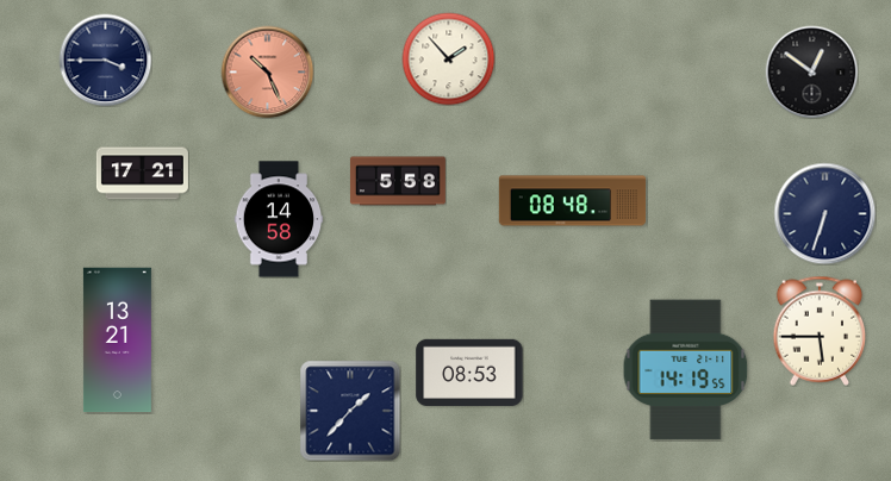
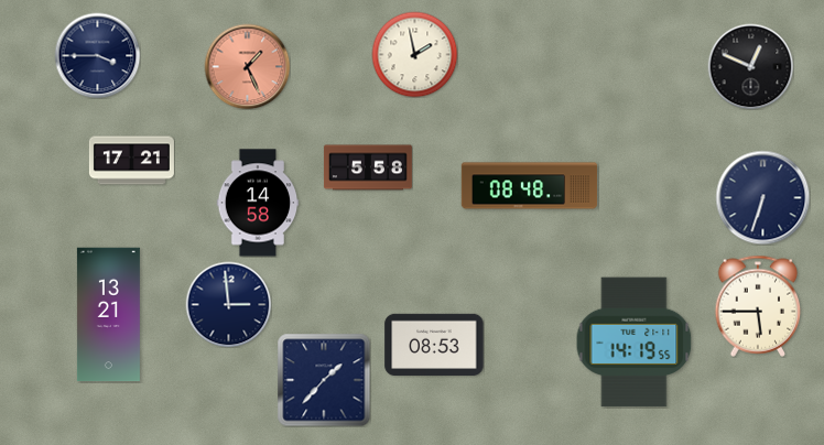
clock at (448, 58): 1:53 -> 1:58
clock at (267, 71): 10:26 -> 1:26
clock at (811, 71): 12:51 -> 12:49
clock at (228, 304): none -> 2:59
